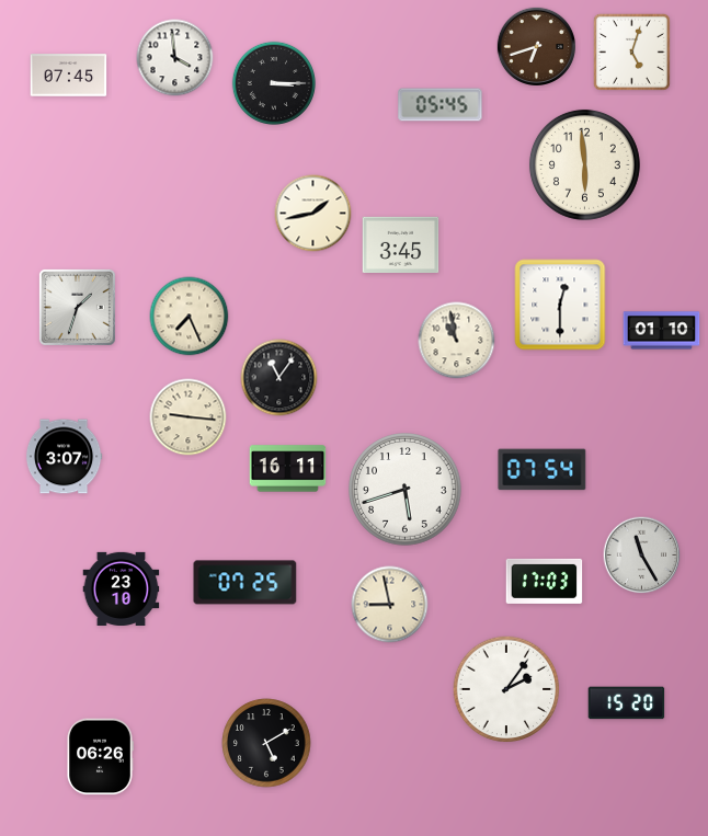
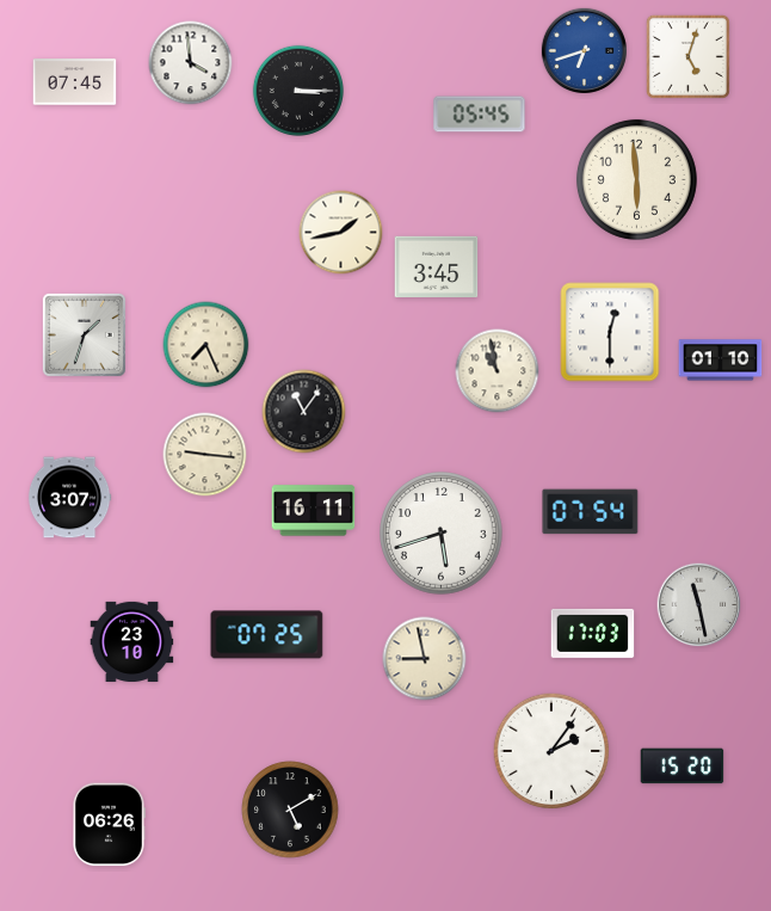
clock at (536, 46) dial: brown -> blue
clock at (642, 556): 11:25 -> 11:28
